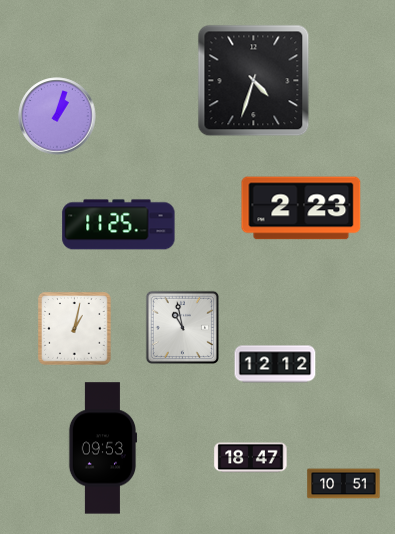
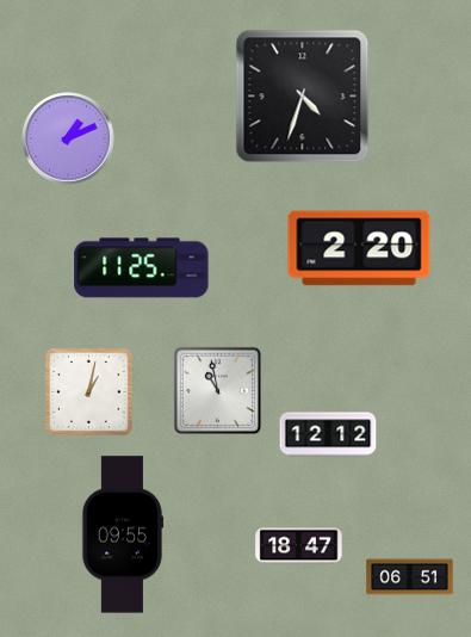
clock at (57, 116): 1:03 -> 1:11
clock at (301, 208): 2:23 -> 2:20
clock at (103, 448): 09:53 -> 09:55
clock at (344, 484): 10:51 -> 06:51
